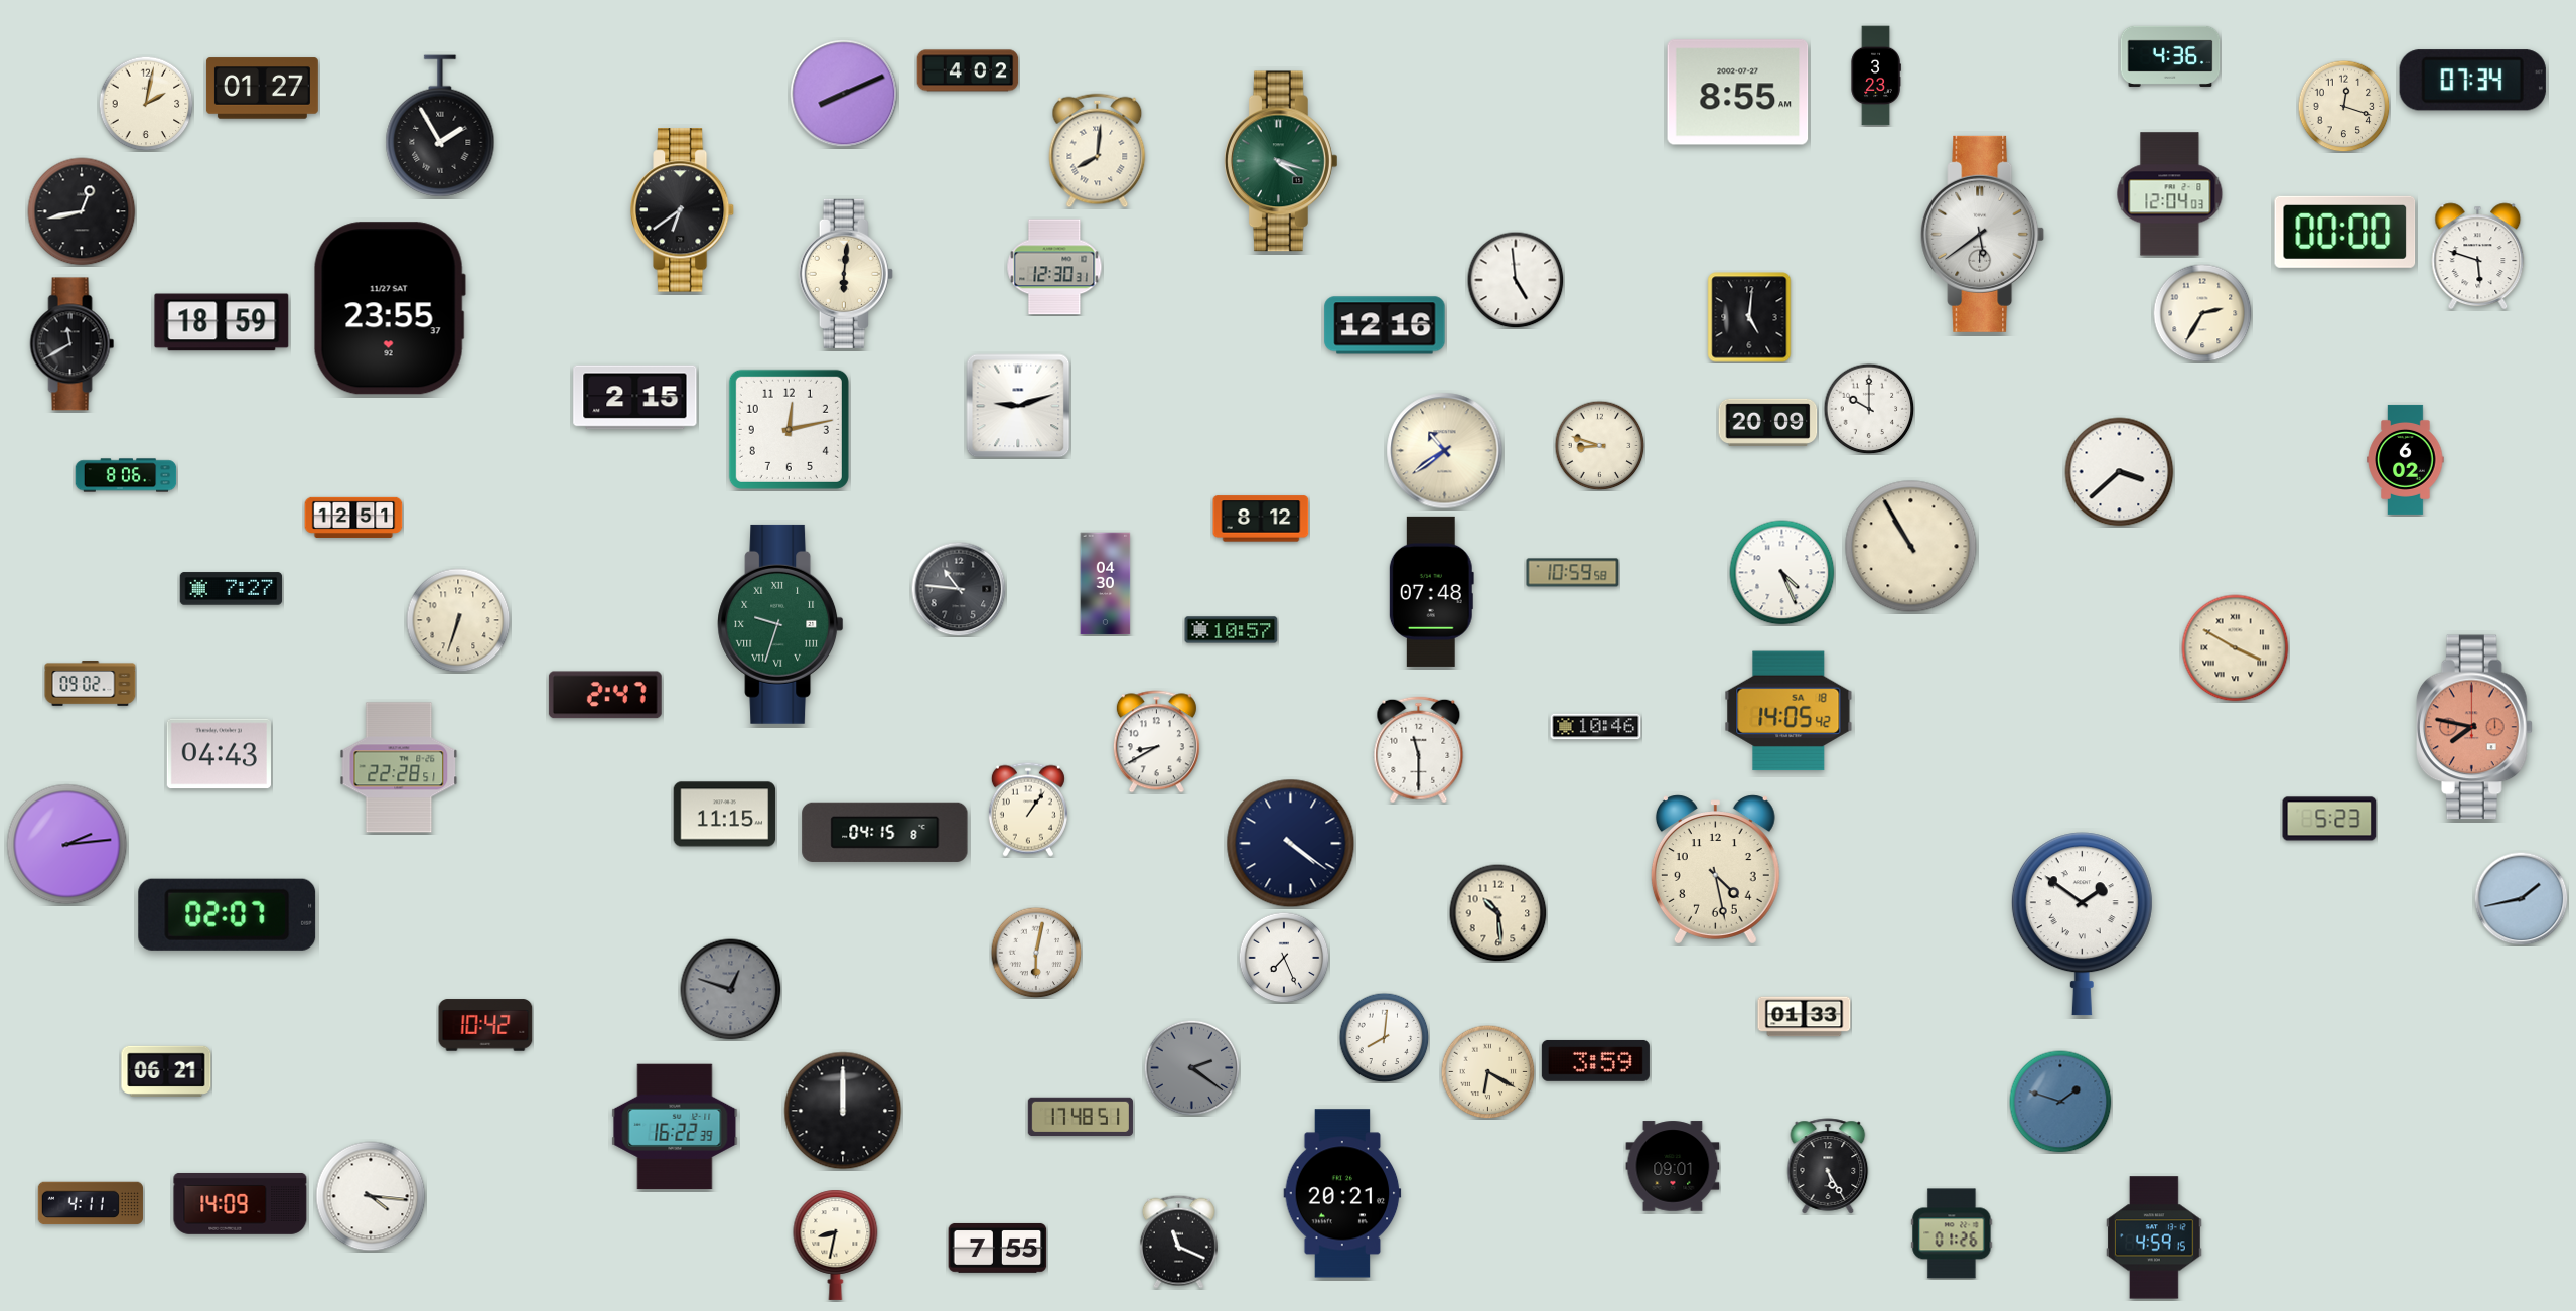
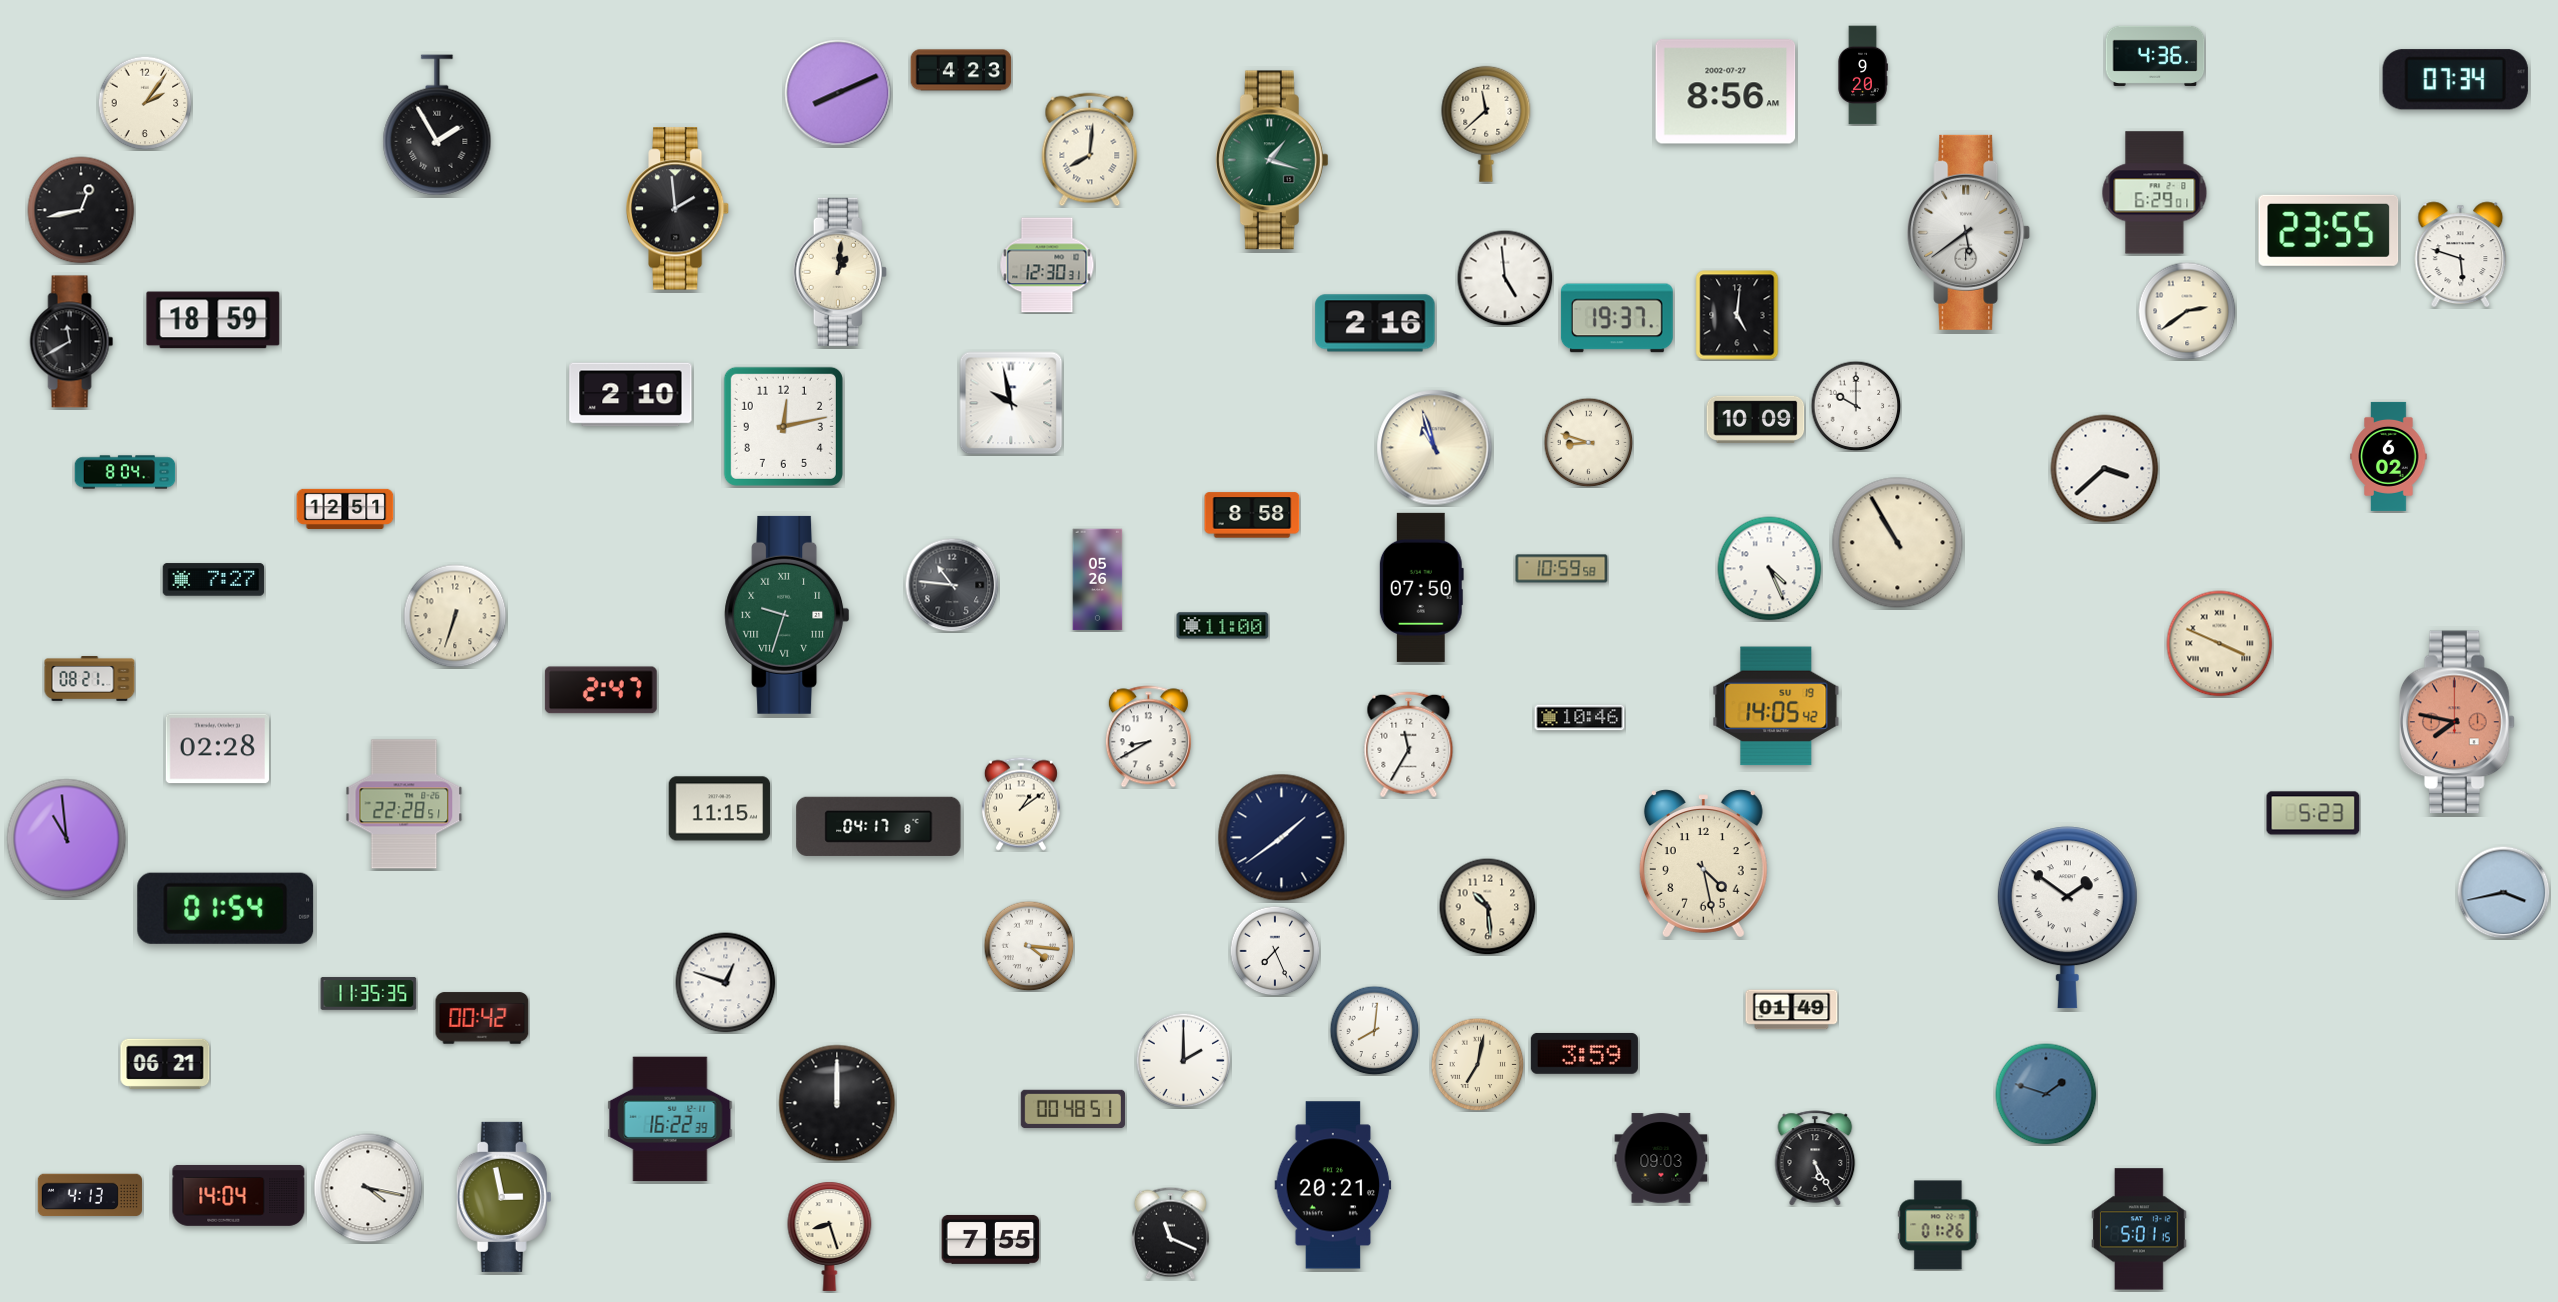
clock at (968, 70): 4:02 -> 4:23
clock at (1876, 76): 3:23 -> 9:20
clock at (262, 89): 01:27 -> none
clock at (1738, 93): 8:55 -> 8:56
clock at (146, 104): 2:02 -> 2:06
clock at (2343, 106): 12:18 -> none
clock at (1486, 124): none -> 11:38
clock at (1281, 161): 4:18 -> 1:18
clock at (2170, 194): 12:04 -> 6:29
clock at (683, 210): 6:39 -> 1:59
clock at (2345, 232): 00:00 -> 23:55
clock at (846, 274): 6:01 -> 1:01
clock at (390, 308): 23:55 -> none
clock at (2202, 313): 2:35 -> 2:39
clock at (1617, 318): none -> 19:37
clock at (222, 322) position: (222, 322) -> (213, 320)
clock at (1385, 325): 12:16 -> 2:16
clock at (635, 398): 2:15 -> 2:10
clock at (1018, 406): 9:12 -> 9:58
clock at (1768, 422): 20:09 -> 10:09
clock at (1445, 451): 10:39 -> 10:57
clock at (126, 475): 8:06 -> 8:04
clock at (353, 518) position: (353, 518) -> (345, 509)
clock at (1261, 519): 8:12 -> 8:58
clock at (1106, 584): 04:30 -> 05:26
clock at (232, 589) position: (232, 589) -> (214, 580)
clock at (1431, 591): 07:48 -> 07:50
clock at (780, 624) position: (780, 624) -> (787, 615)
clock at (1232, 630): 10:57 -> 11:00
clock at (2236, 648): 3:50 -> 3:49
clock at (91, 684): 09:02 -> 08:21
clock at (1788, 711) date: SA 18 -> SU 19
clock at (1596, 727) position: (1596, 727) -> (1580, 718)
clock at (1419, 750): 11:30 -> 11:35
clock at (219, 754): 04:43 -> 02:28
clock at (399, 767) position: (399, 767) -> (404, 804)
clock at (1028, 810): 1:06 -> 1:09
clock at (885, 832): 04:15 -> 04:17
clock at (1291, 844): 4:21 -> 1:39
clock at (67, 845): 2:14 -> 10:59
clock at (2521, 898): 1:43 -> 3:43
clock at (228, 914): 02:07 -> 01:54
clock at (1036, 953): 6:02 -> 4:16
clock at (731, 990) dial: grey -> white
clock at (369, 994): none -> 11:35
clock at (1805, 1017): 01:33 -> 01:49
clock at (485, 1025): 10:42 -> 00:42
clock at (1191, 1067): 2:21 -> 2:00
clock at (1191, 1067) dial: grey -> white
clock at (1487, 1071): 6:20 -> 7:02
clock at (1080, 1117): 17:48 -> 00:48
clock at (1673, 1166): 09:01 -> 09:03
clock at (371, 1196): 4:16 -> 4:17
clock at (91, 1203): 4:11 -> 4:13
clock at (241, 1203): 14:09 -> 14:04
clock at (504, 1197): none -> 2:58
clock at (2155, 1237): 4:59 -> 5:01
clock at (836, 1245): 8:32 -> 8:27
